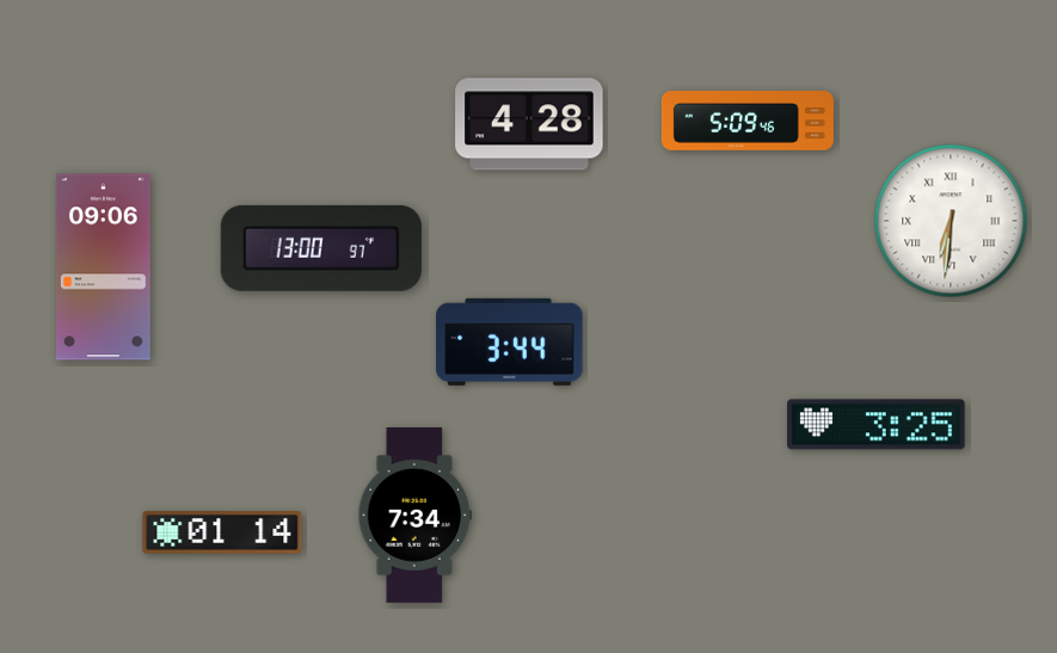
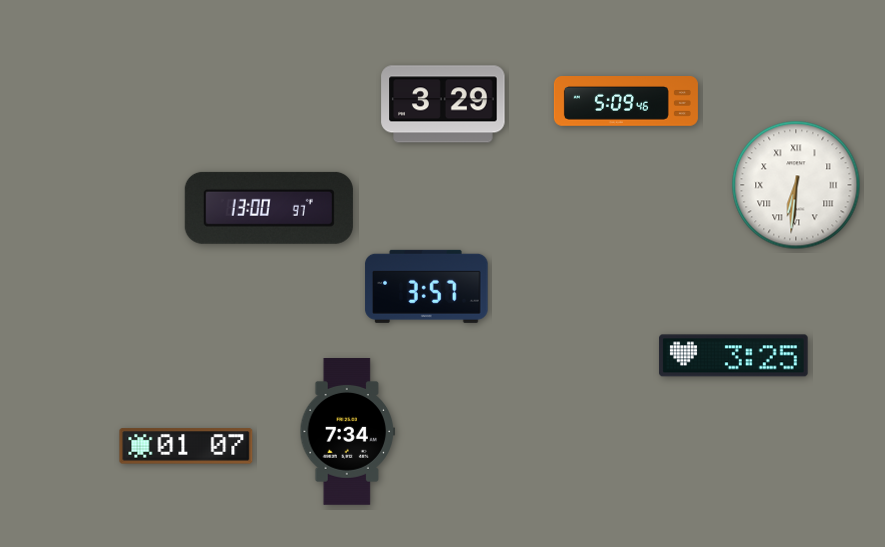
clock at (529, 124): 4:28 -> 3:29
clock at (103, 267): 09:06 -> none
clock at (510, 341): 3:44 -> 3:57
clock at (222, 532): 01:14 -> 01:07
